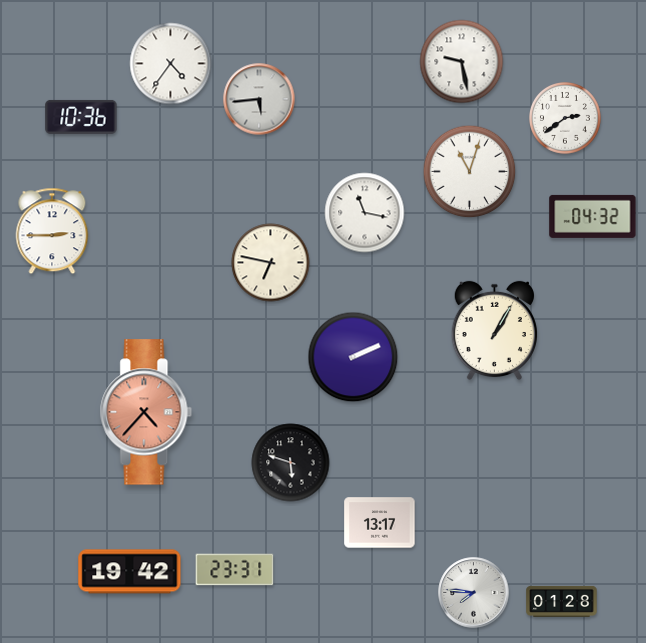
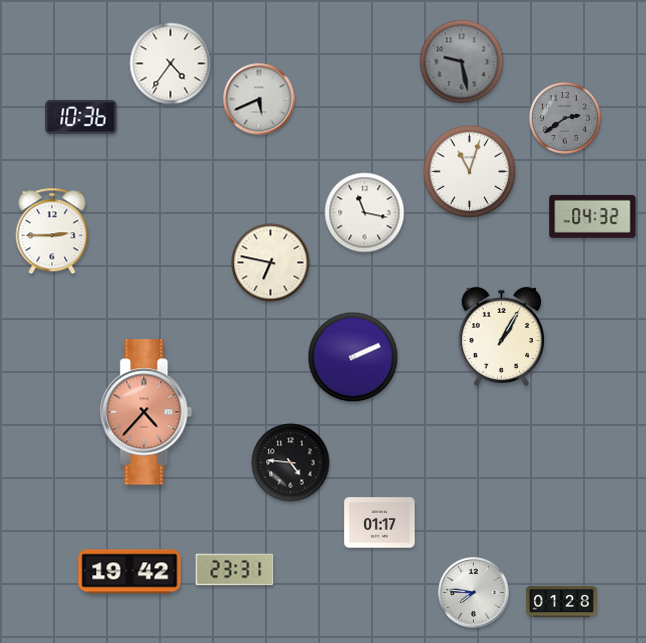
clock at (462, 62) dial: white -> grey
clock at (259, 99): 5:44 -> 5:41
clock at (566, 119) dial: white -> grey
clock at (494, 331) position: (494, 331) -> (501, 337)
clock at (291, 463): 5:48 -> 4:46
clock at (380, 523): 13:17 -> 01:17
